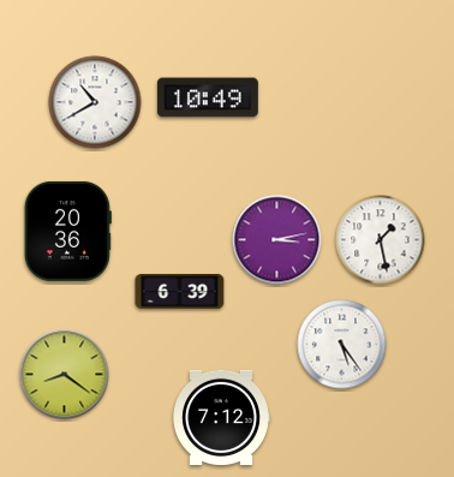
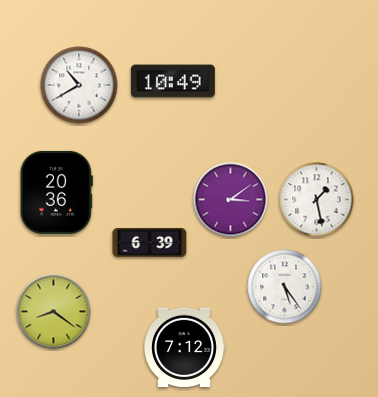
clock at (277, 240): 3:13 -> 3:09
